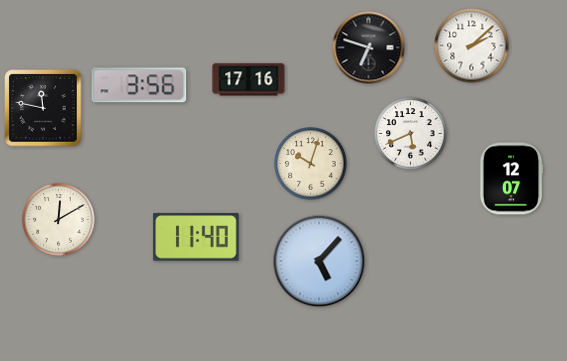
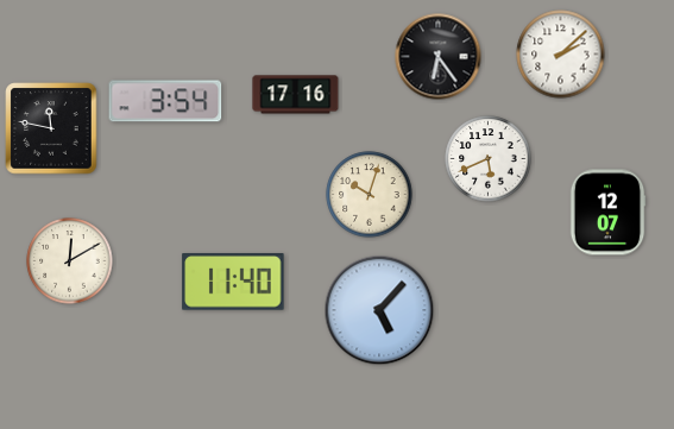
clock at (369, 48): 6:48 -> 6:24
clock at (139, 85): 3:56 -> 3:54
